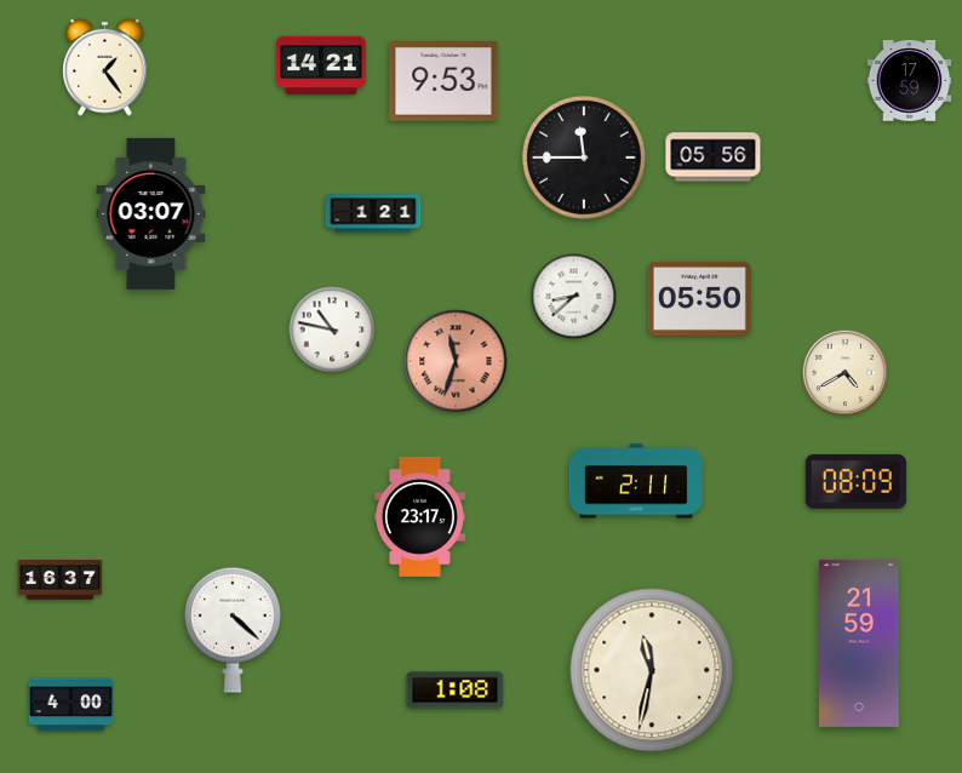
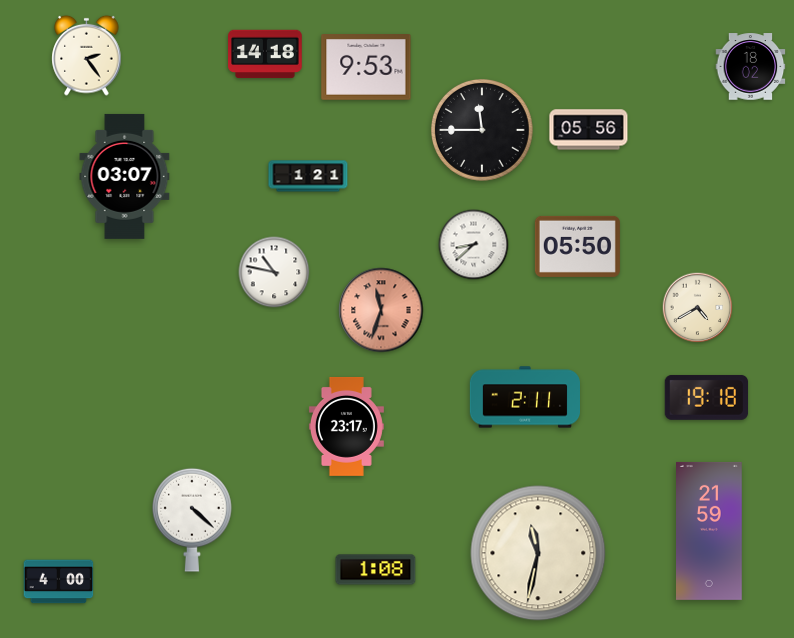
clock at (321, 65): 14:21 -> 14:18
clock at (105, 67): 1:24 -> 2:24
clock at (910, 81): 17:59 -> 18:02
clock at (456, 361) position: (456, 361) -> (381, 310)
clock at (857, 481): 08:09 -> 19:18
clock at (61, 580): 16:37 -> none
